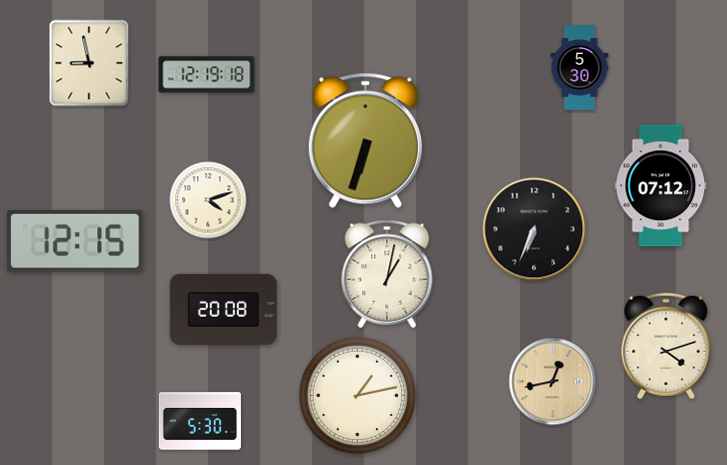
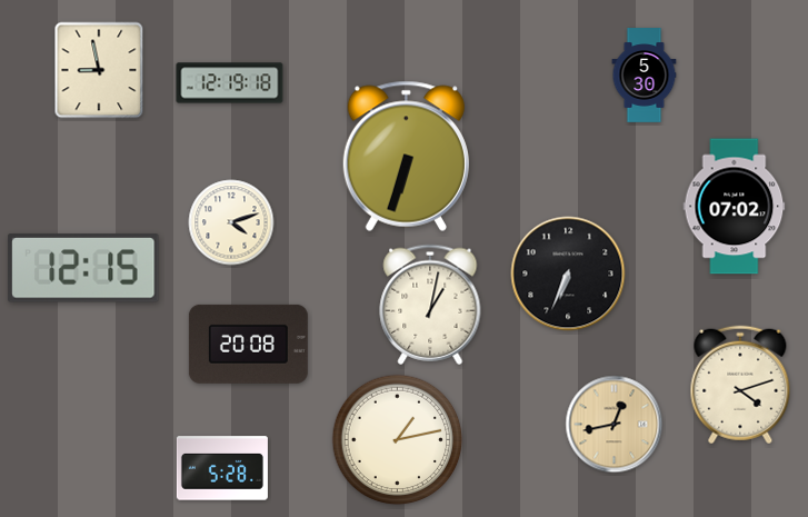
clock at (661, 186): 07:12 -> 07:02
clock at (534, 229) position: (534, 229) -> (568, 274)
clock at (200, 421): 5:30 -> 5:28
